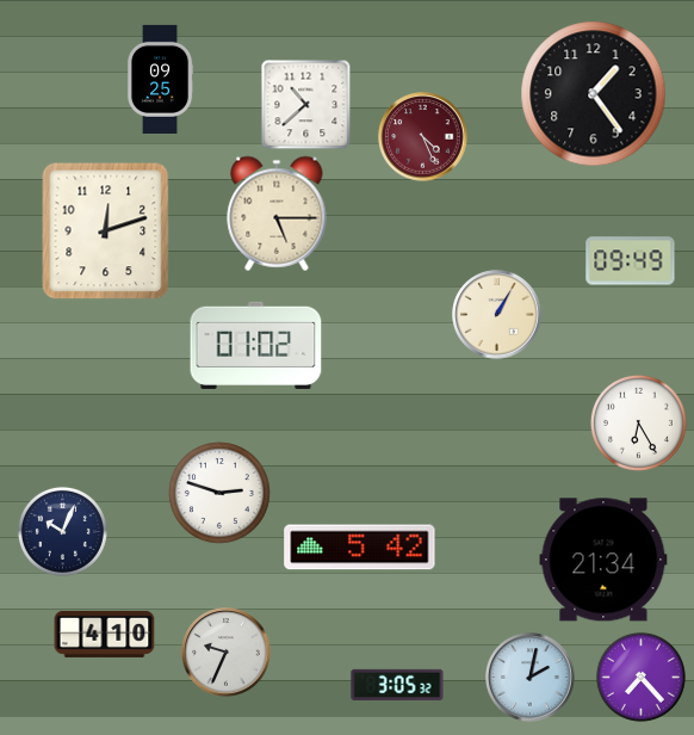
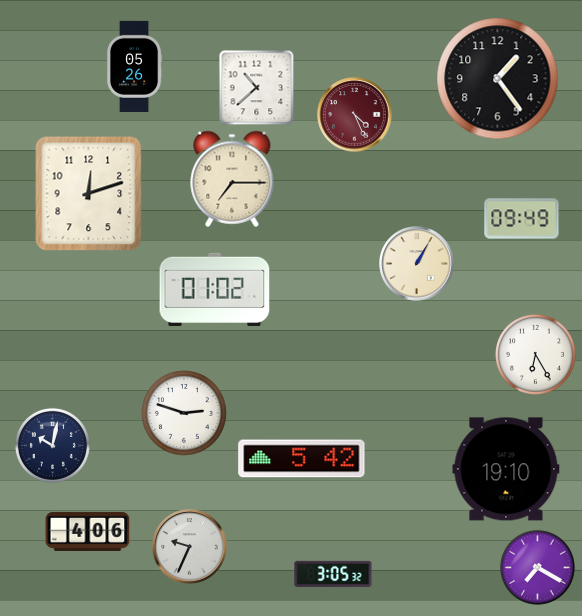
clock at (160, 79): 09:25 -> 05:26
clock at (277, 214): 5:15 -> 7:15
clock at (631, 261) position: (631, 261) -> (522, 219)
clock at (62, 531): 10:04 -> 10:02
clock at (603, 560): 21:34 -> 19:10
clock at (105, 634): 4:10 -> 4:06
clock at (640, 677): 7:23 -> 7:20
clock at (531, 678): 2:02 -> none
